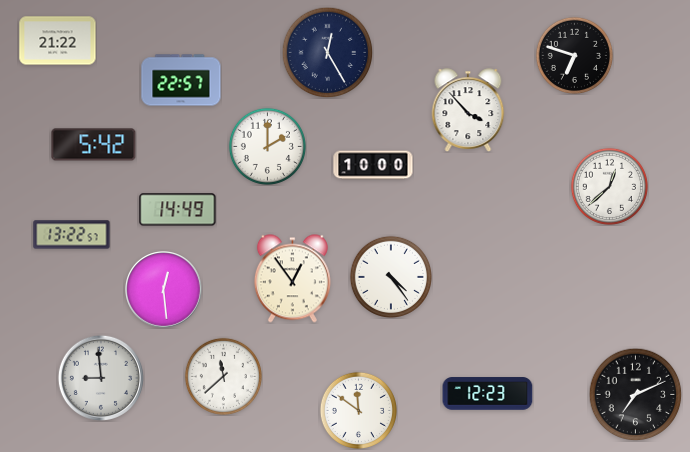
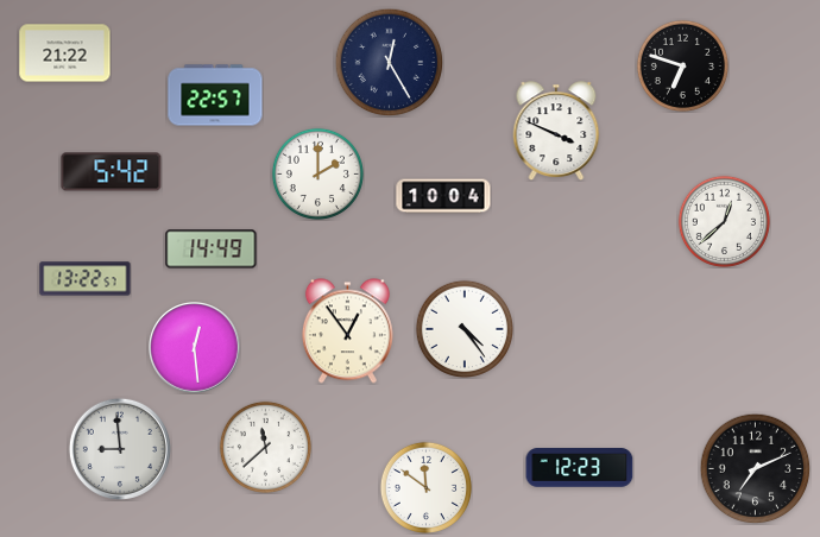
clock at (58, 41) position: (58, 41) -> (65, 53)
clock at (468, 110): 3:53 -> 3:49
clock at (373, 165): 10:00 -> 10:04
clock at (164, 290) position: (164, 290) -> (195, 348)
